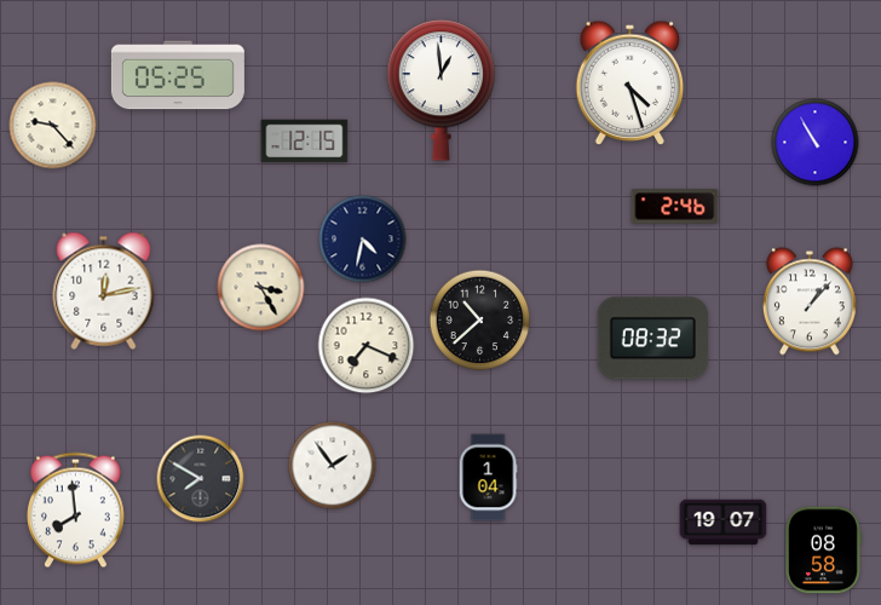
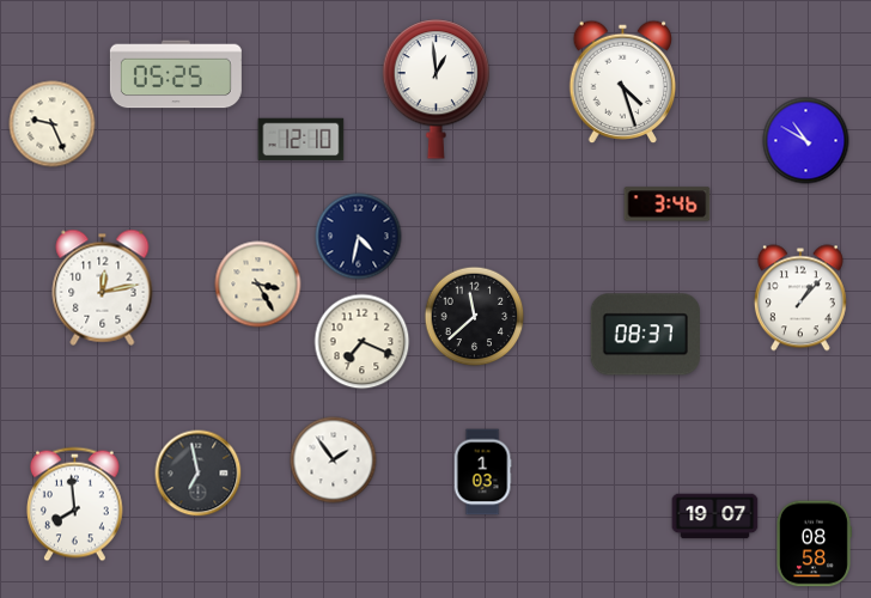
clock at (53, 126): 9:23 -> 9:26
clock at (305, 142): 12:15 -> 12:10
clock at (816, 143): 10:55 -> 10:50
clock at (675, 207): 2:46 -> 3:46
clock at (480, 321): 10:38 -> 11:38
clock at (652, 339): 08:32 -> 08:37
clock at (333, 466) position: (333, 466) -> (334, 460)
clock at (488, 478): 1:04 -> 1:03
clock at (201, 479): 7:50 -> 6:58
